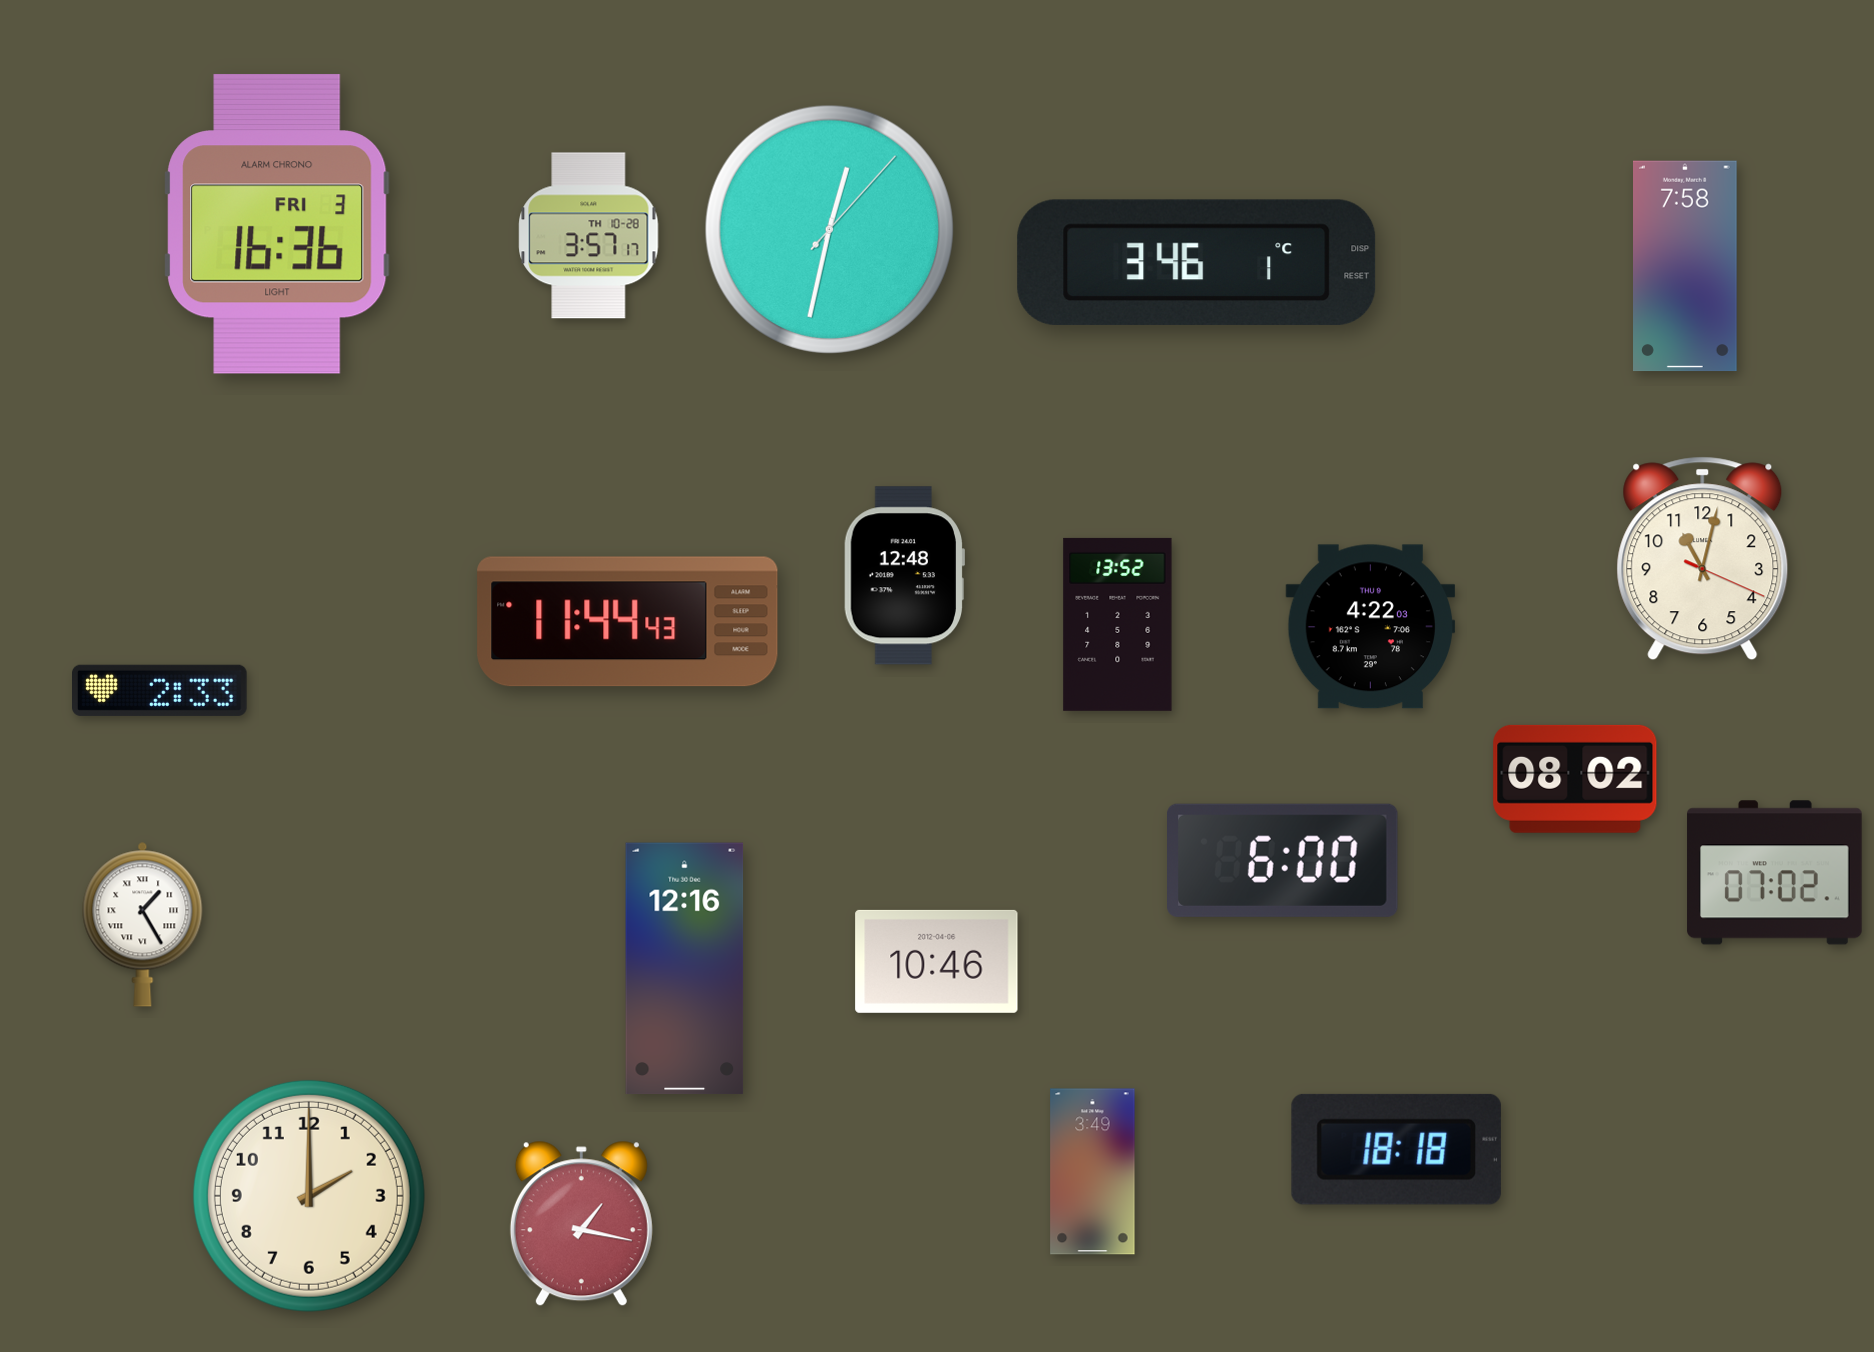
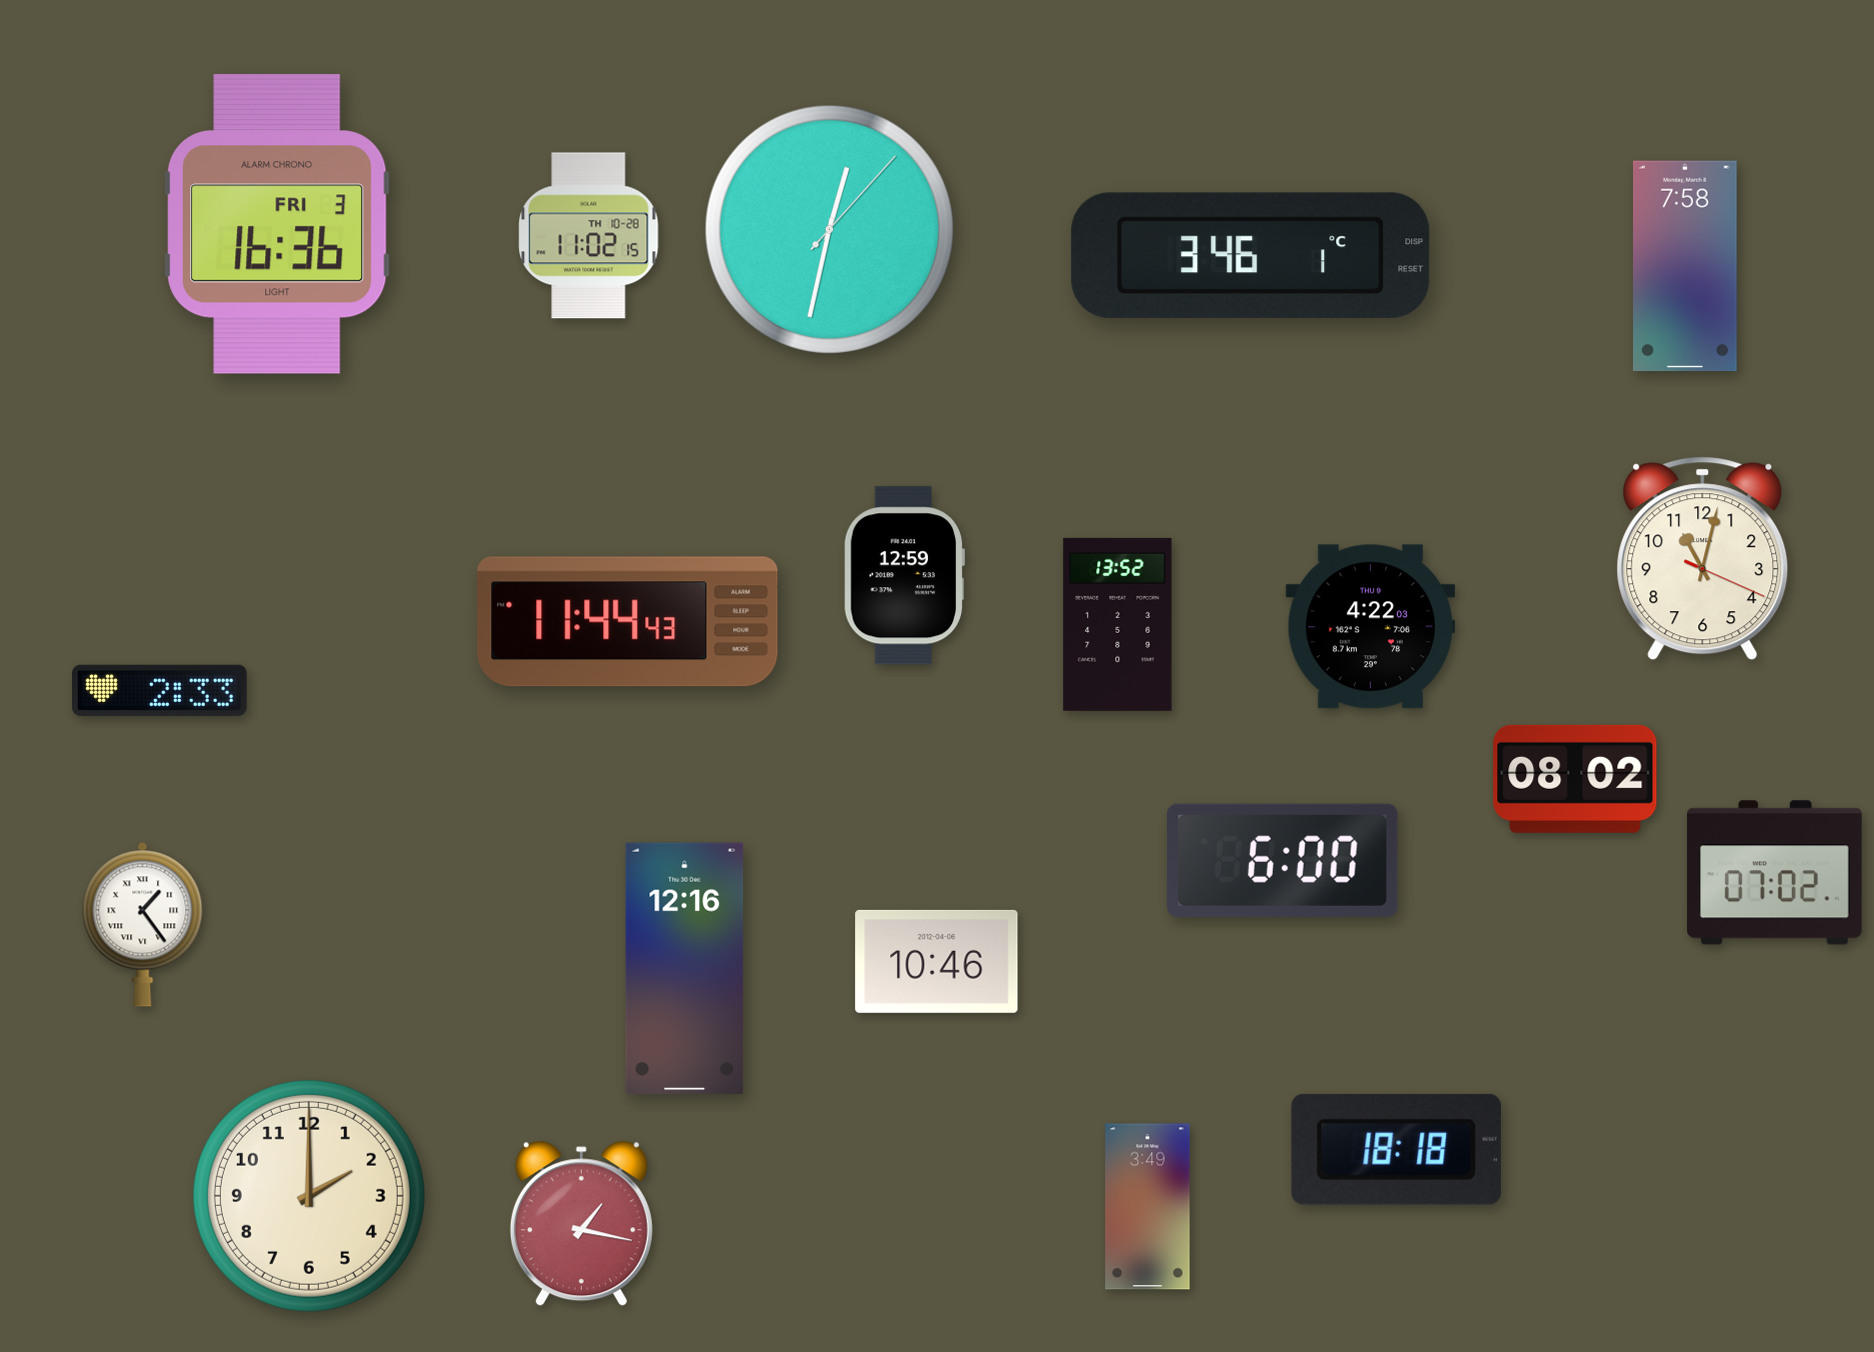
clock at (589, 236): 3:57 -> 11:02
clock at (1197, 262) position: (1197, 262) -> (1251, 255)
clock at (903, 576): 12:48 -> 12:59
clock at (143, 924): 1:25 -> 1:24
clock at (1093, 1172) position: (1093, 1172) -> (1148, 1207)
